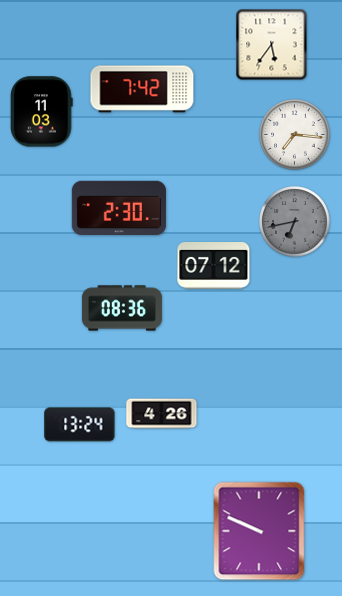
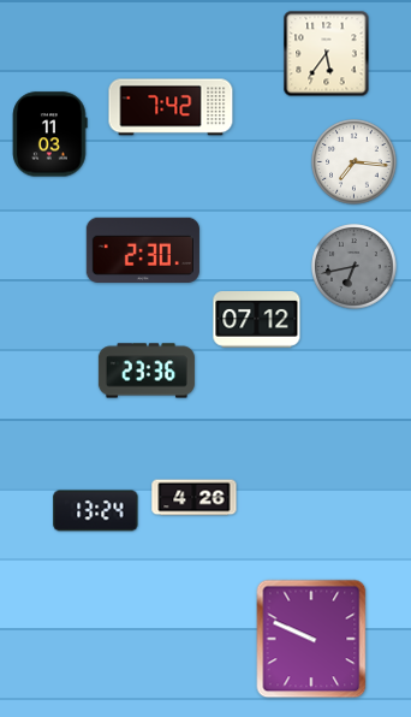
clock at (122, 308): 08:36 -> 23:36
